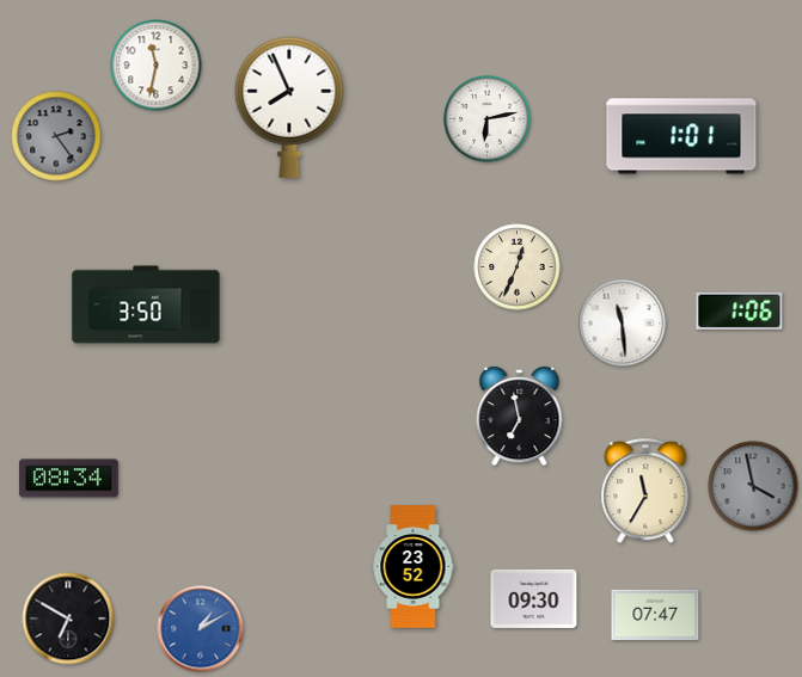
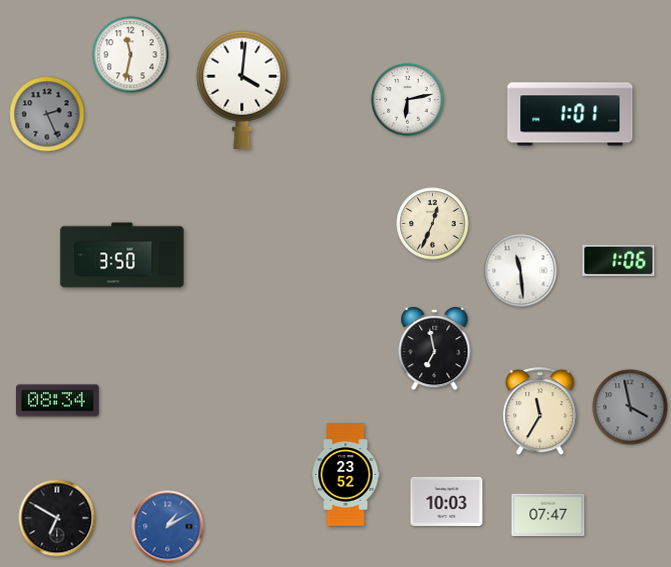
clock at (289, 107): 7:56 -> 4:01
clock at (56, 136): 2:24 -> 2:26
clock at (534, 598): 09:30 -> 10:03
